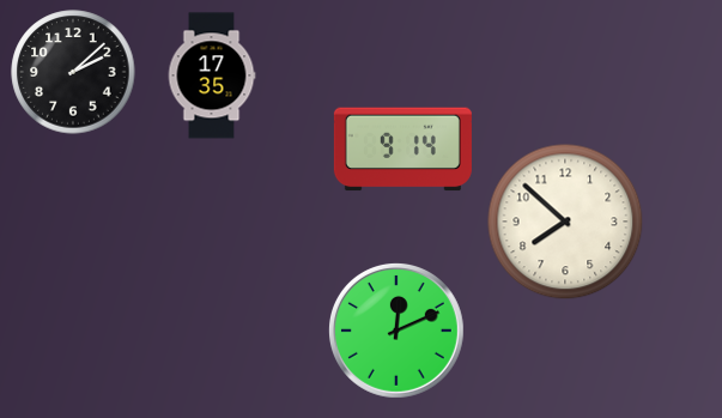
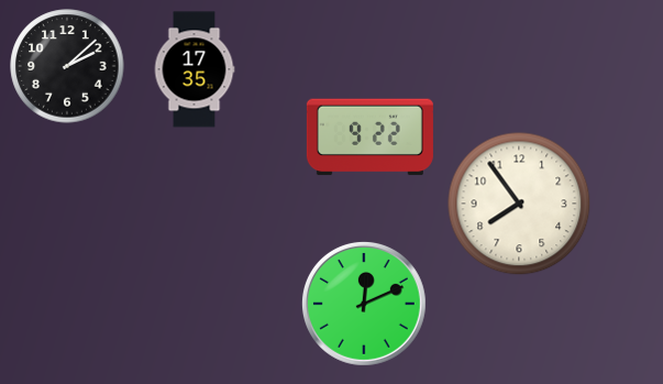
clock at (402, 150): 9:14 -> 9:22
clock at (565, 222): 7:52 -> 7:54
